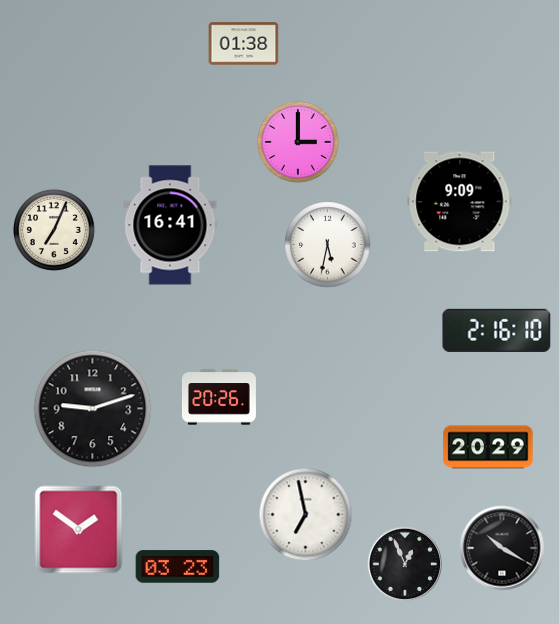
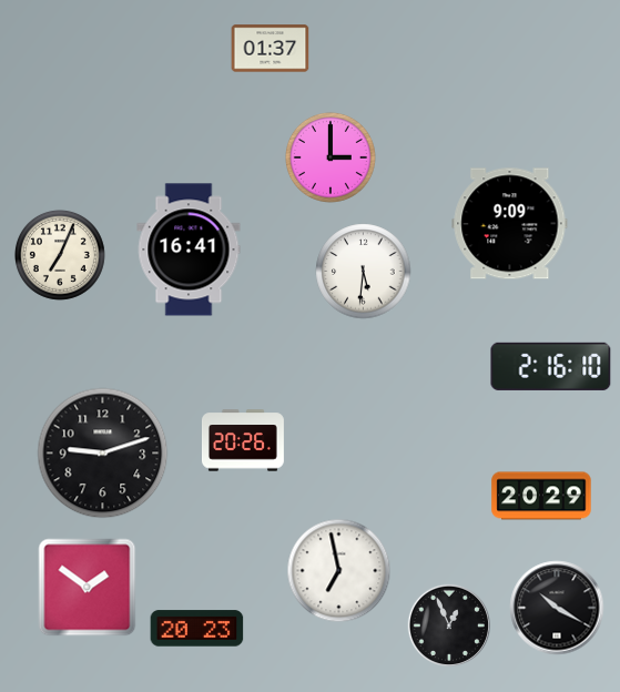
clock at (244, 44): 01:38 -> 01:37
clock at (328, 245): 5:32 -> 5:31
clock at (178, 567): 03:23 -> 20:23
